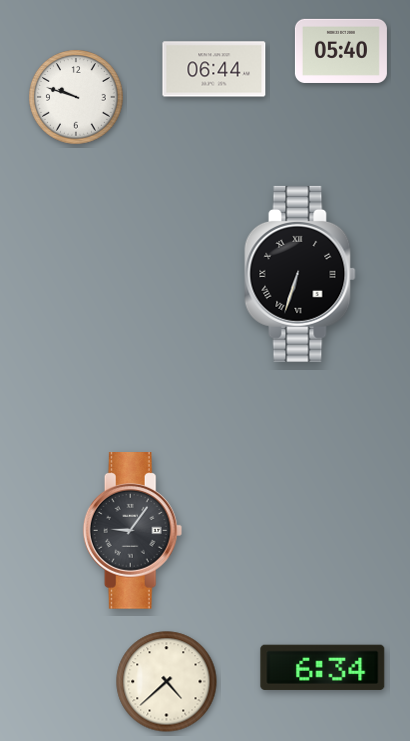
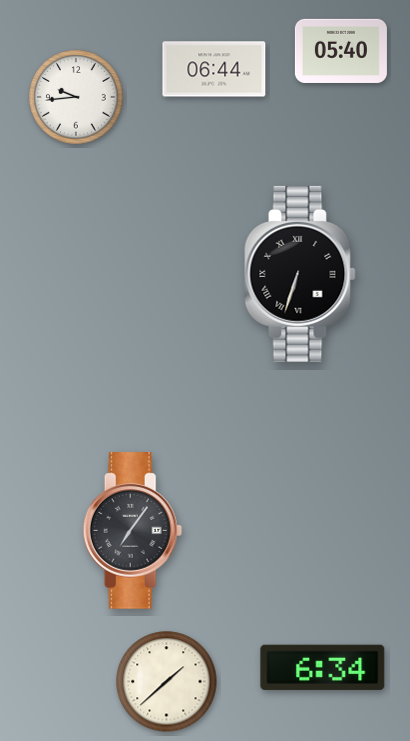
clock at (76, 97): 9:48 -> 9:44
clock at (133, 531): 9:06 -> 7:06
clock at (167, 682): 4:38 -> 1:38
